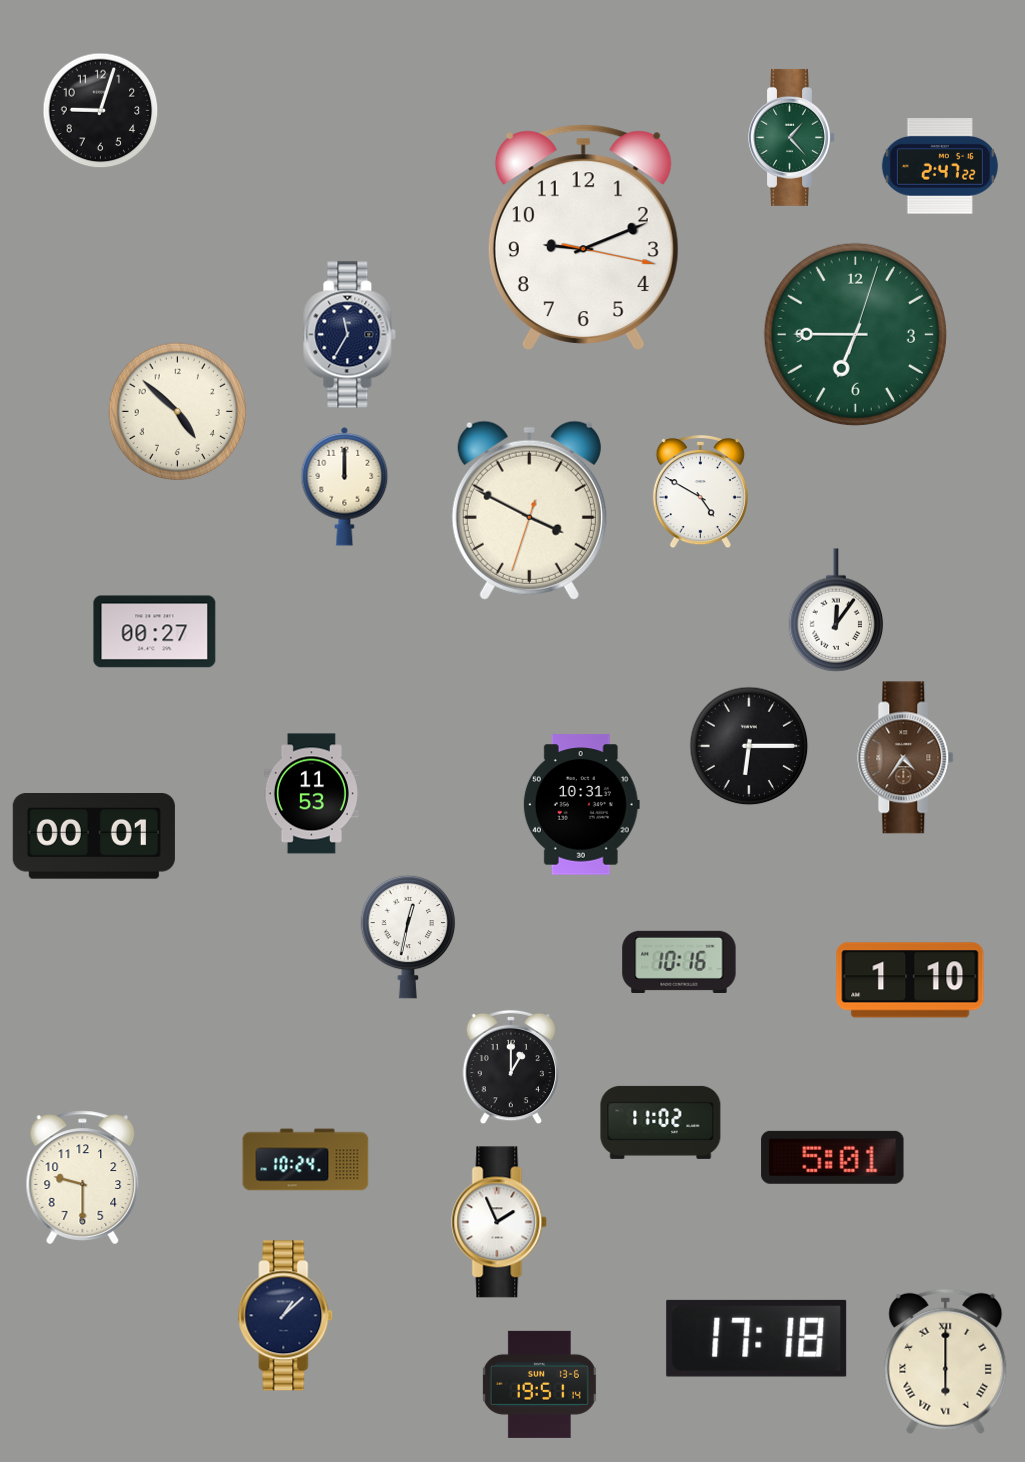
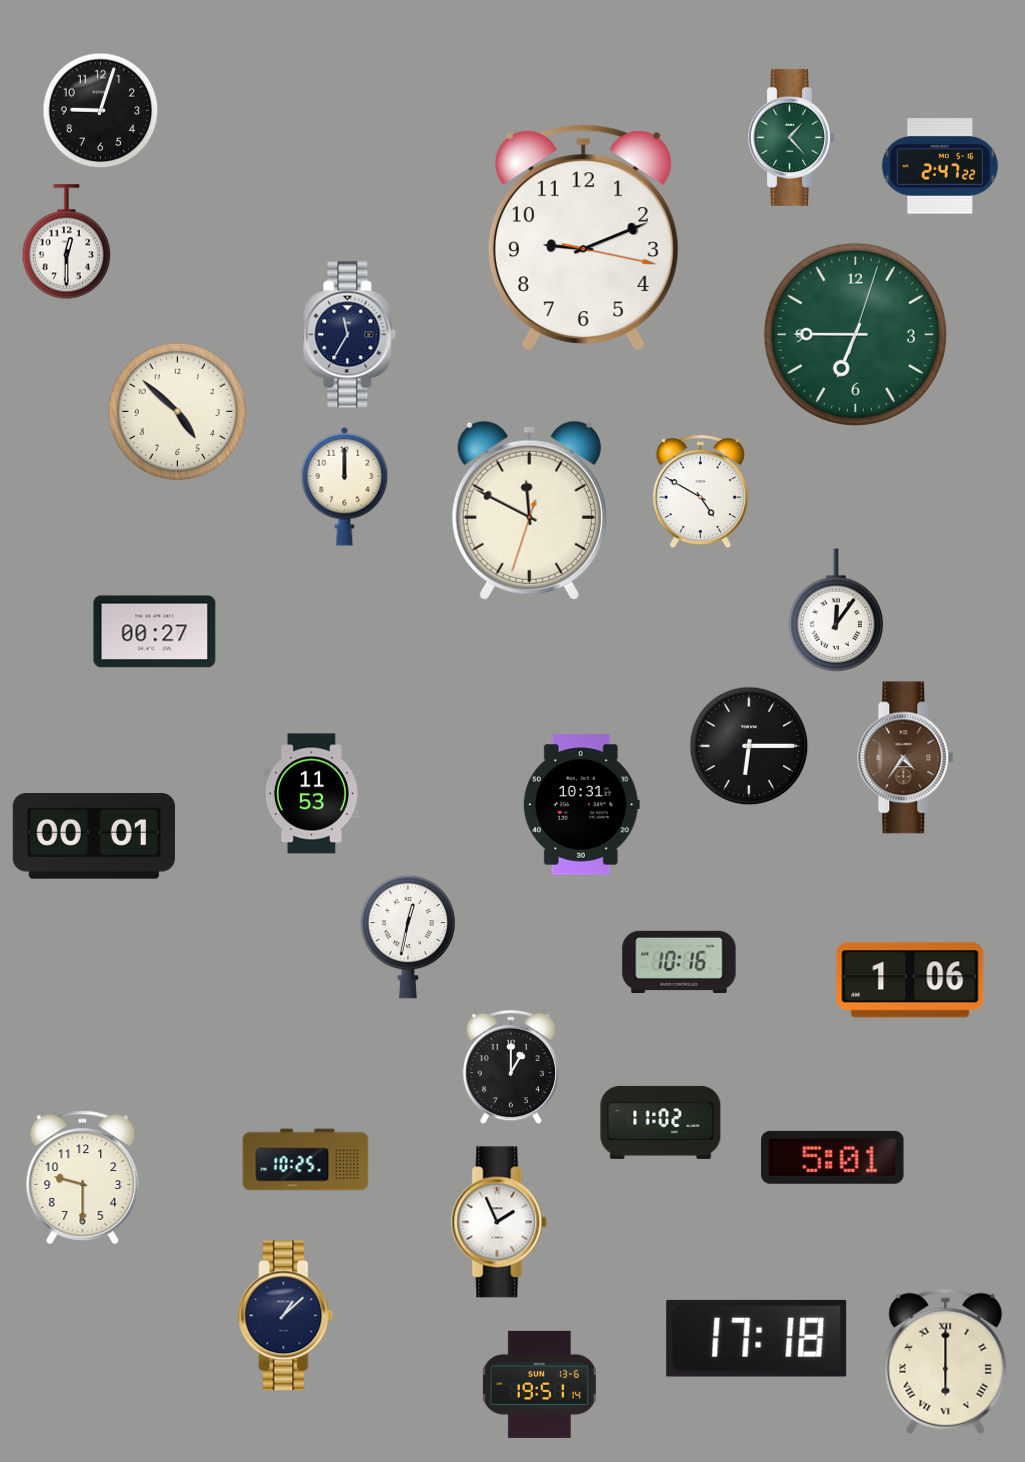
clock at (67, 242): none -> 12:30
clock at (529, 510): 3:49 -> 11:49
clock at (910, 980): 1:10 -> 1:06
clock at (306, 1160): 10:24 -> 10:25
